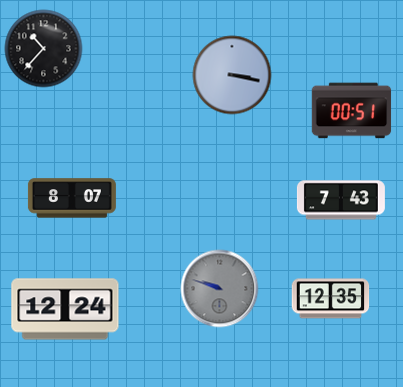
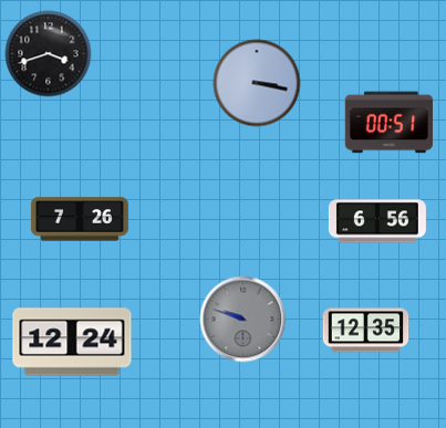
clock at (43, 48): 10:37 -> 3:42
clock at (72, 198): 8:07 -> 7:26
clock at (341, 200): 7:43 -> 6:56
